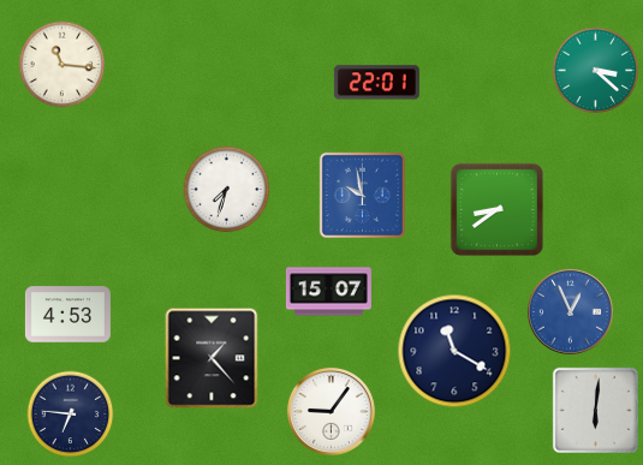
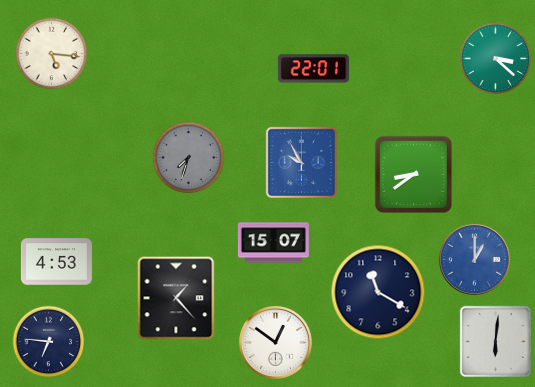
clock at (62, 65): 11:16 -> 5:16
clock at (227, 190) dial: white -> grey
clock at (362, 195): 9:58 -> 9:55
clock at (570, 311): 12:56 -> 1:00
clock at (331, 411): 9:06 -> 12:51
clock at (71, 415) position: (71, 415) -> (49, 342)
